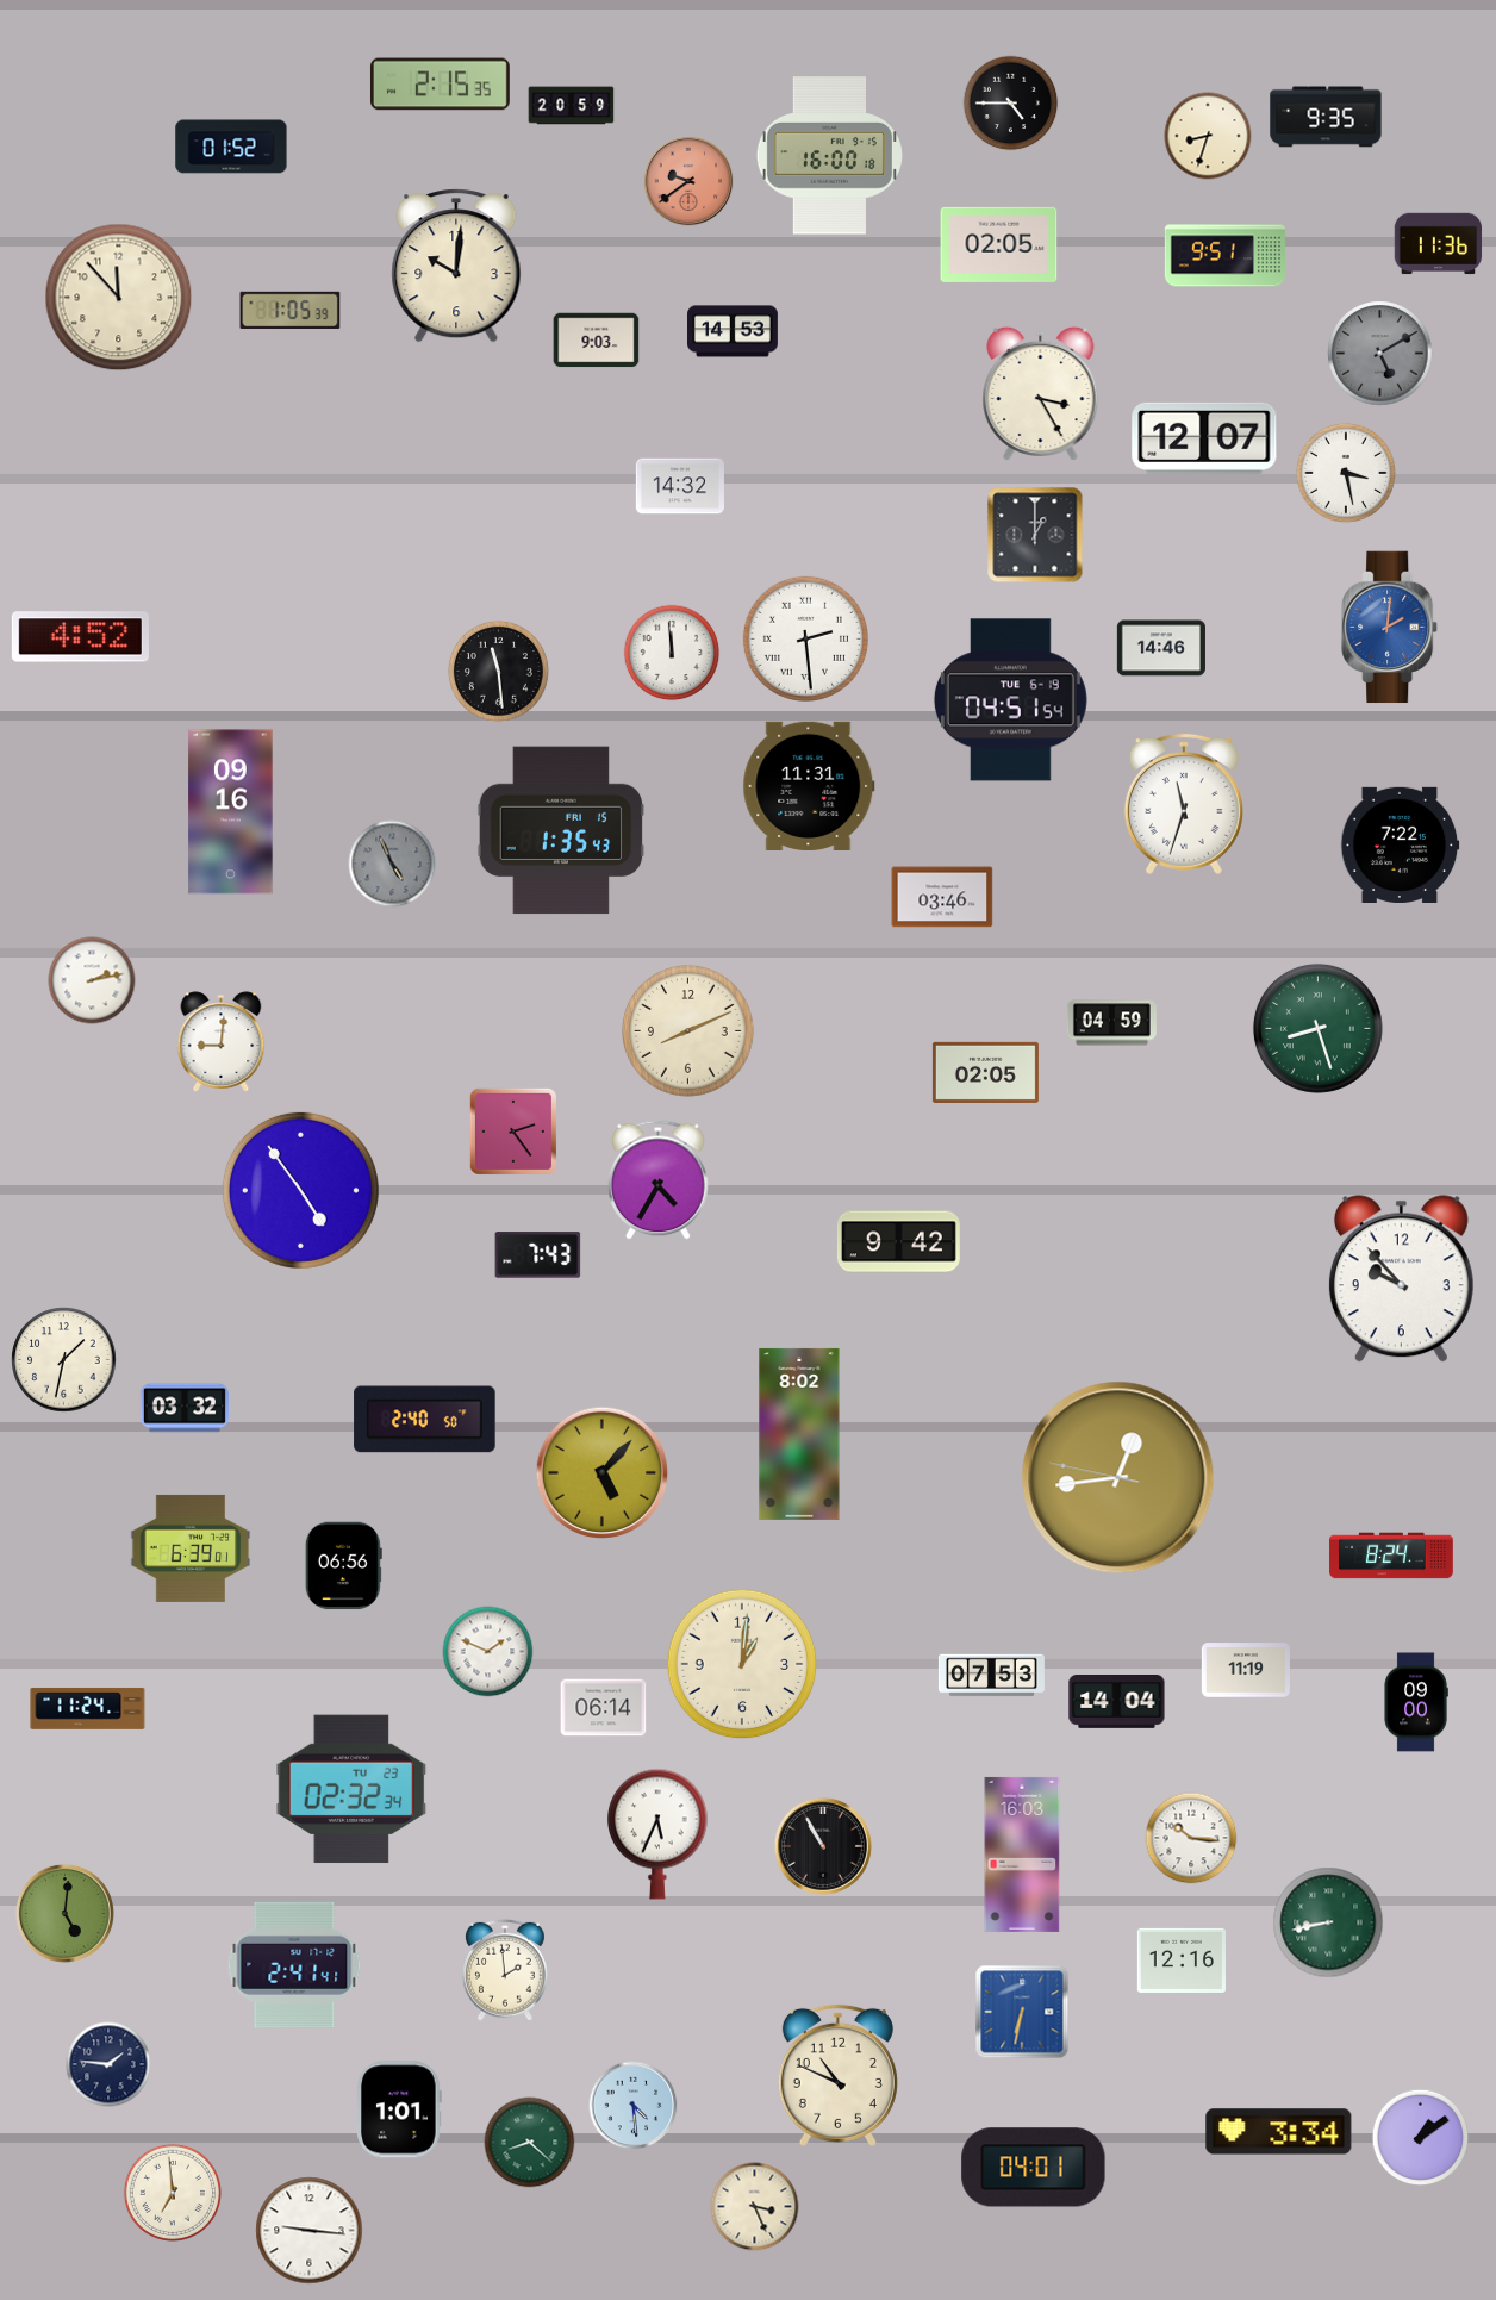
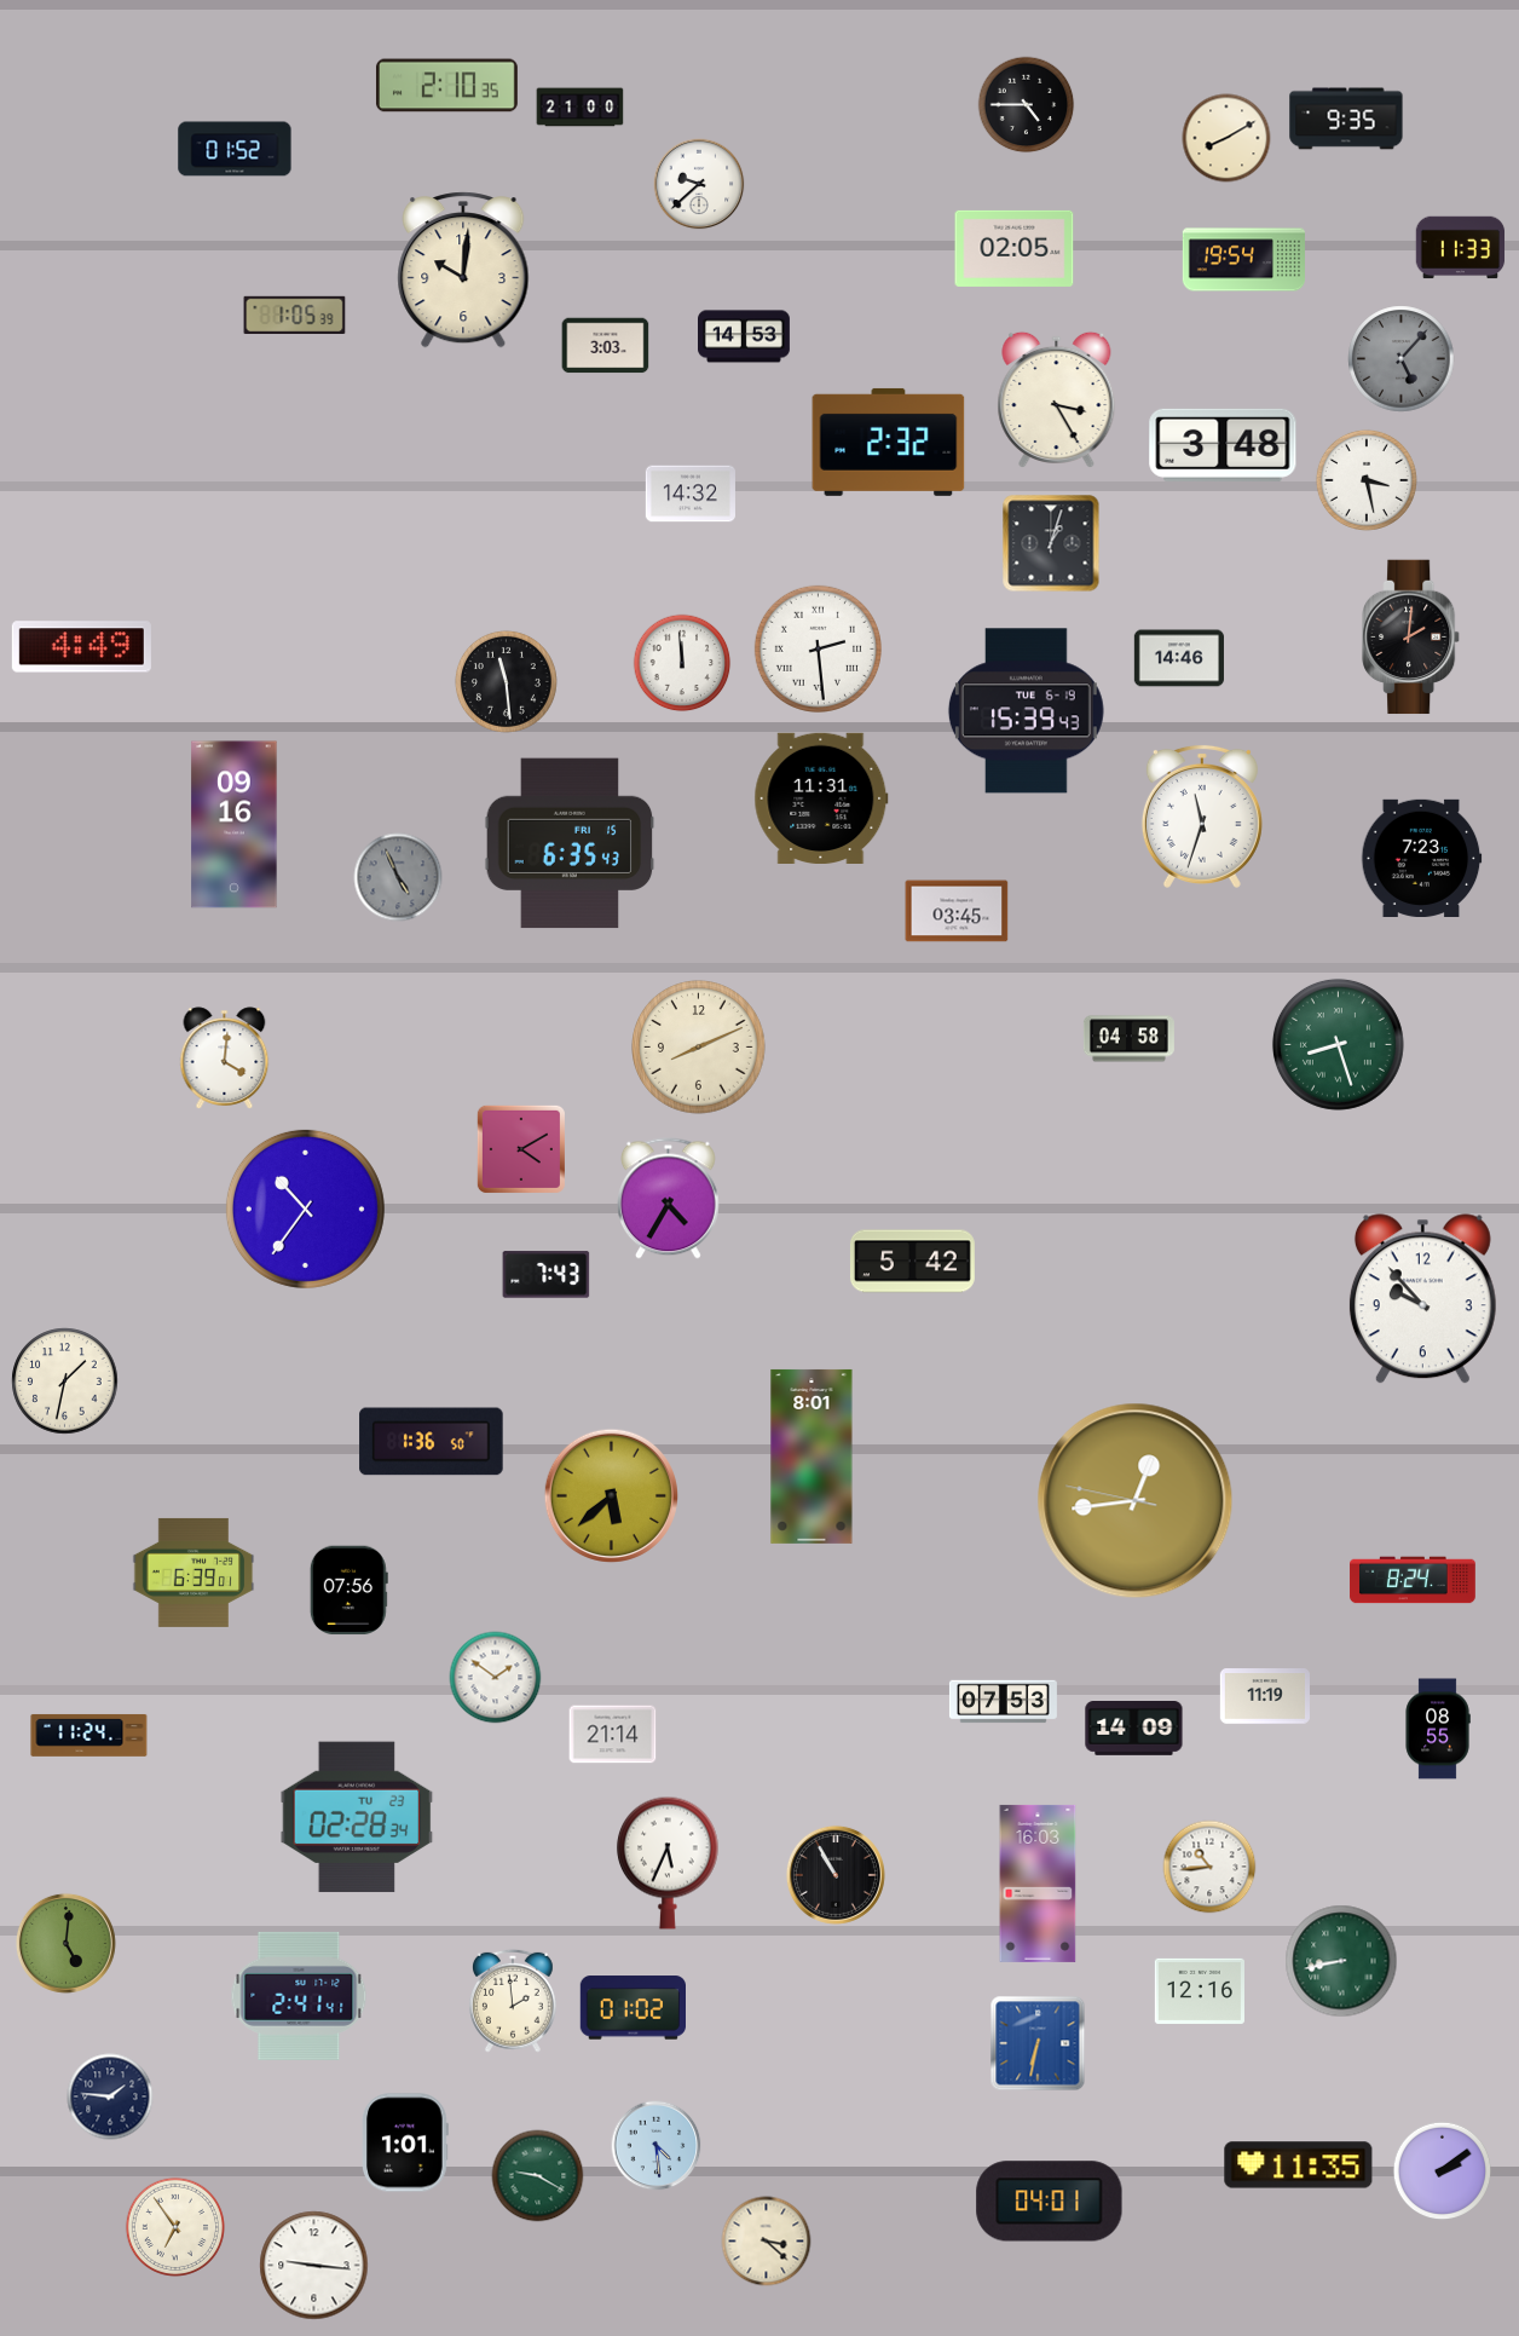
clock at (440, 85): 2:15 -> 2:10
clock at (572, 106): 20:59 -> 21:00
clock at (1208, 136): 8:33 -> 8:10
clock at (829, 156): 16:00 -> none
clock at (688, 181): 9:39 -> 9:38
clock at (688, 181) dial: salmon -> white
clock at (1439, 244): 11:36 -> 11:33
clock at (1224, 256): 9:51 -> 19:54
clock at (119, 298): 11:53 -> none
clock at (597, 341): 9:03 -> 3:03
clock at (1380, 354): 5:10 -> 5:07
clock at (889, 442): none -> 2:32
clock at (1204, 438): 12:07 -> 3:48
clock at (1035, 535): 1:00 -> 1:03
clock at (1390, 628) dial: blue -> black
clock at (80, 637): 4:52 -> 4:49
clock at (1010, 700): 04:51 -> 15:39
clock at (561, 830): 1:35 -> 6:35
clock at (1401, 844): 7:22 -> 7:23
clock at (942, 897): 03:46 -> 03:45
clock at (92, 980): 2:13 -> none
clock at (1111, 1023): 04:59 -> 04:58
clock at (222, 1042): 9:01 -> 4:01
clock at (985, 1072): 02:05 -> none
clock at (513, 1132): 2:24 -> 4:10
clock at (300, 1190): 4:54 -> 10:36
clock at (898, 1242): 9:42 -> 5:42
clock at (183, 1408): 03:32 -> none
clock at (425, 1420): 2:40 -> 1:36
clock at (799, 1434): 8:02 -> 8:01
clock at (601, 1472): 5:07 -> 5:38
clock at (343, 1566): 06:56 -> 07:56
clock at (488, 1652): 1:49 -> 1:51
clock at (742, 1664): 1:01 -> none
clock at (991, 1676) position: (991, 1676) -> (1003, 1702)
clock at (1117, 1702): 14:04 -> 14:09
clock at (1416, 1702): 09:00 -> 08:55
clock at (604, 1708): 06:14 -> 21:14
clock at (351, 1789): 02:32 -> 02:28
clock at (1191, 1838): 10:16 -> 10:44
clock at (1328, 1922) position: (1328, 1922) -> (1341, 1961)
clock at (633, 2008): none -> 01:02
clock at (837, 2075): 10:49 -> none
clock at (634, 2106) position: (634, 2106) -> (657, 2146)
clock at (1279, 2132): 3:34 -> 11:35
clock at (1421, 2138): 1:09 -> 2:09
clock at (530, 2143): 8:22 -> 9:20
clock at (172, 2192): 6:59 -> 6:54
clock at (755, 2207): 3:26 -> 3:22
